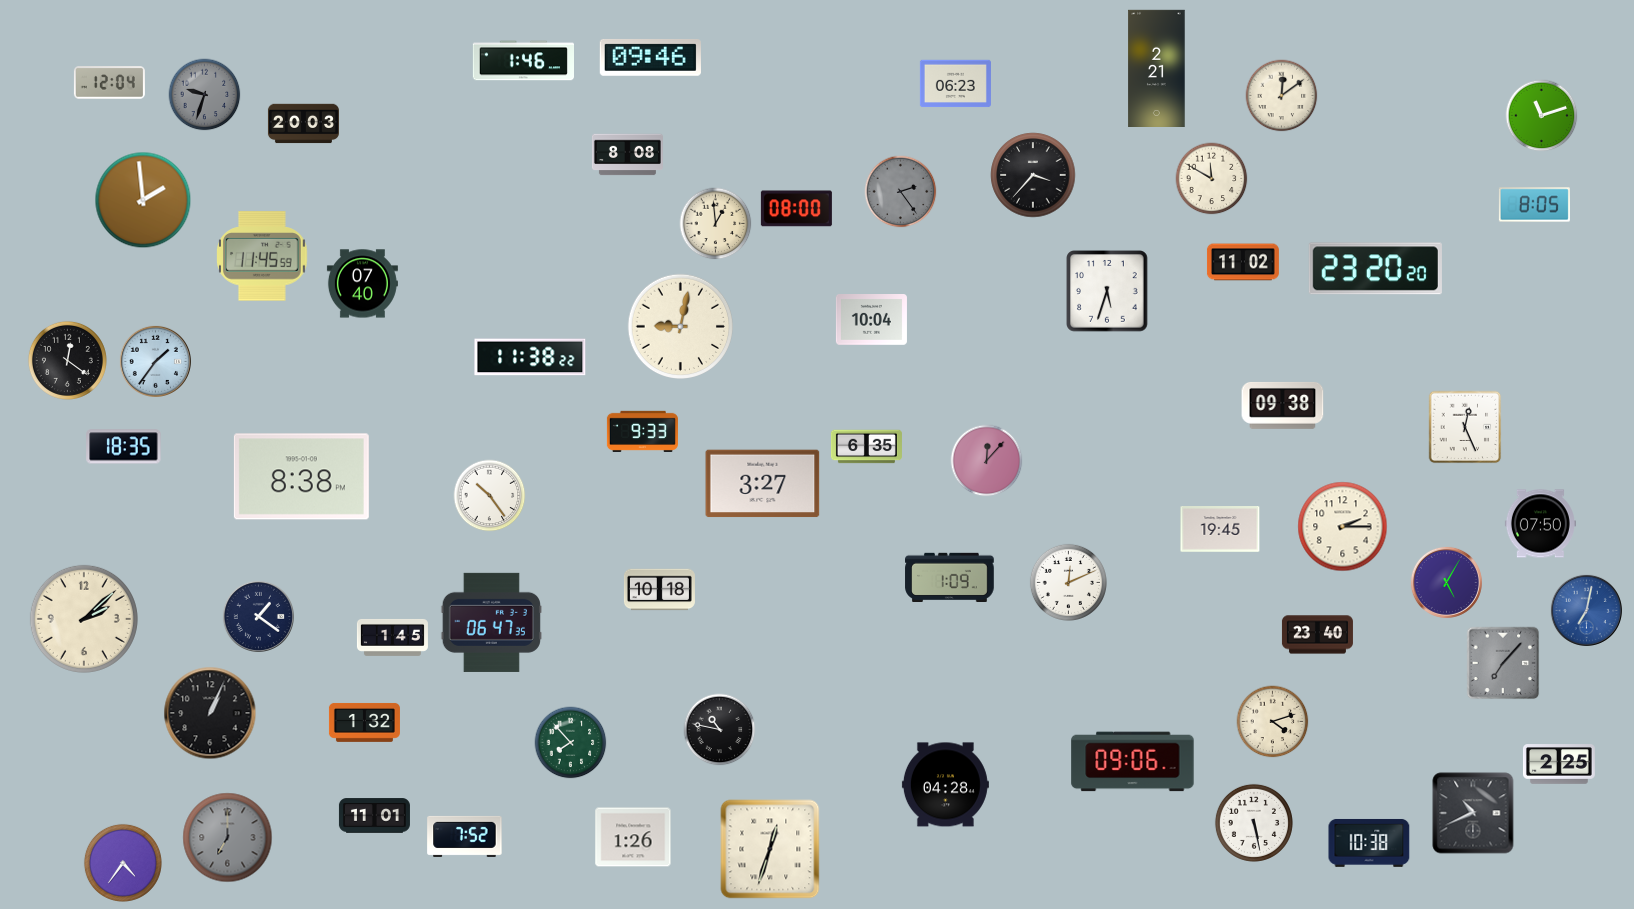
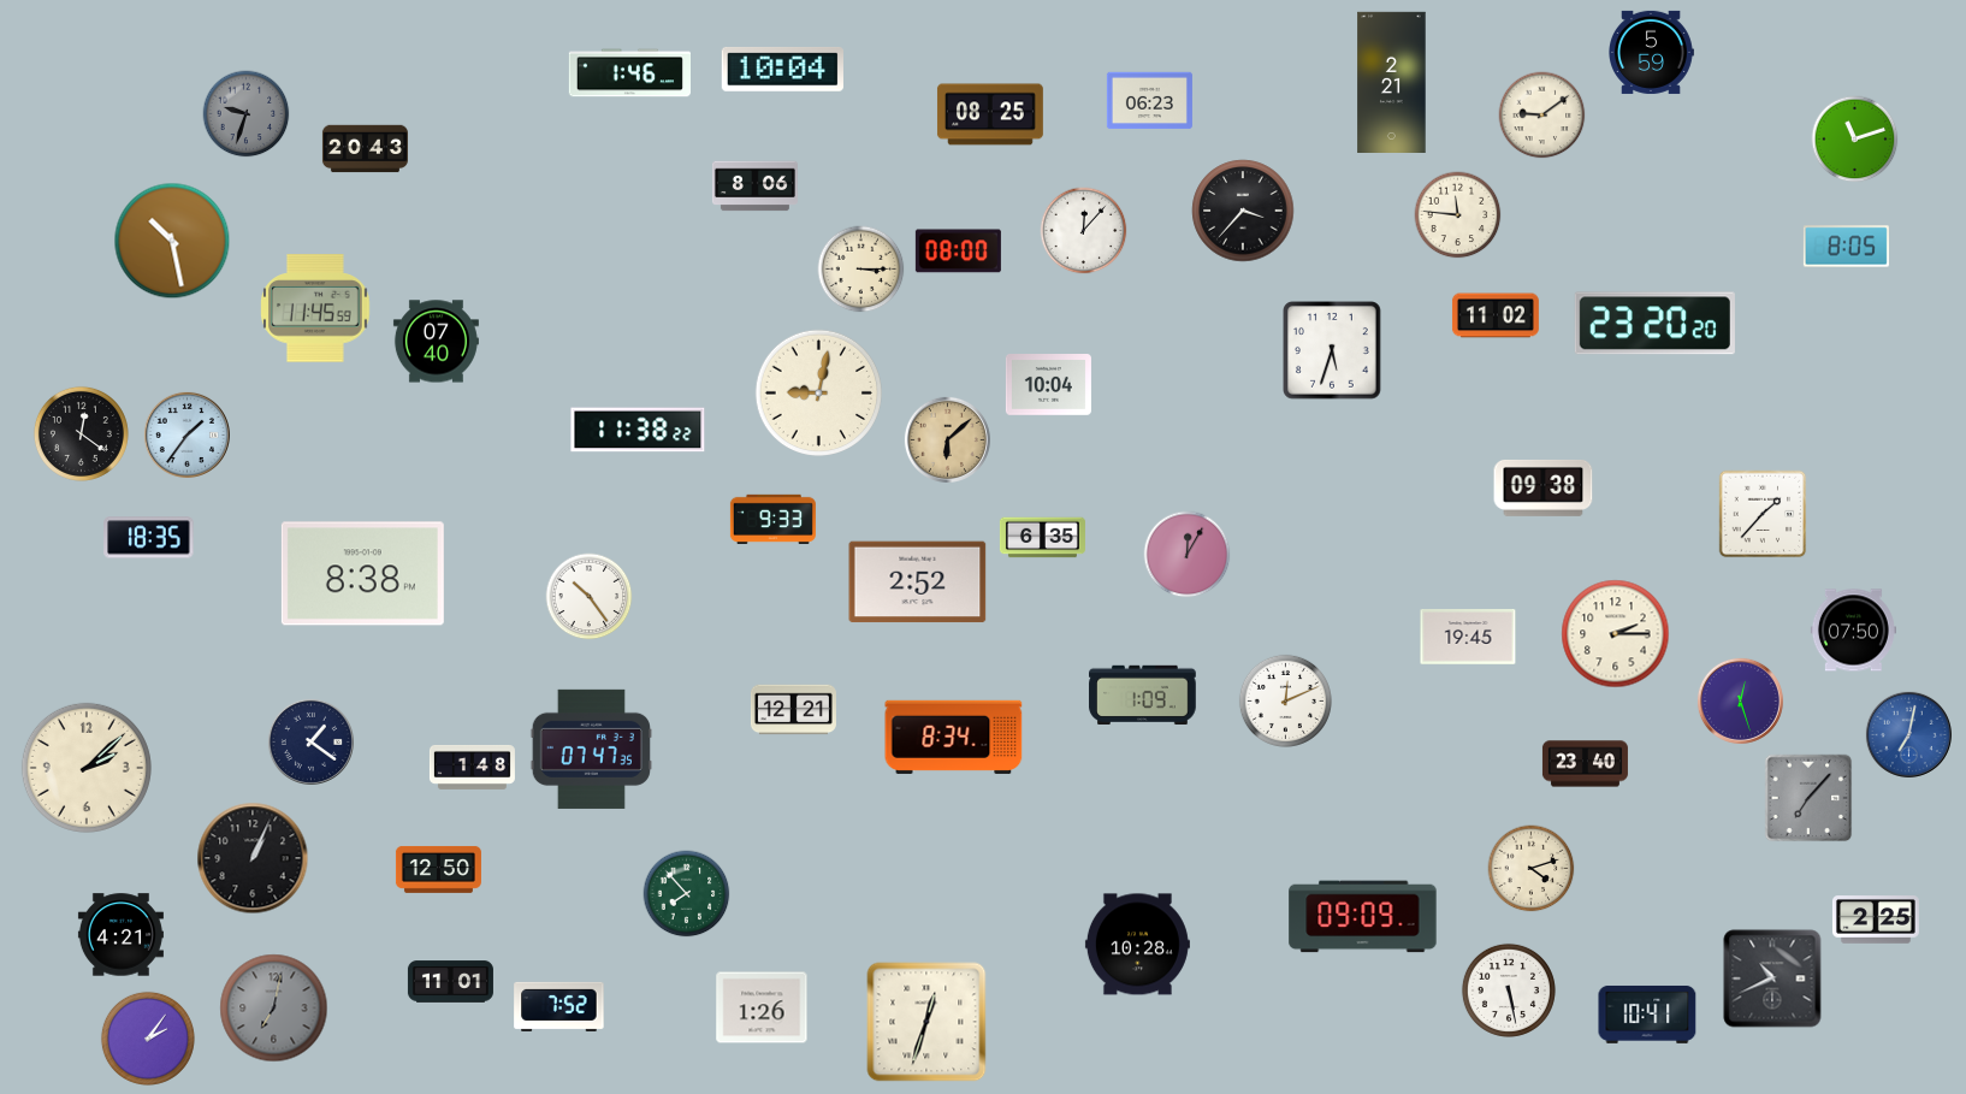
clock at (1652, 52): none -> 5:59
clock at (650, 58): 09:46 -> 10:04
clock at (109, 83): 12:04 -> none
clock at (990, 114): none -> 08:25
clock at (1282, 96): 12:09 -> 9:09
clock at (303, 124): 20:03 -> 20:43
clock at (627, 155): 8:08 -> 8:06
clock at (1212, 179): 11:50 -> 11:46
clock at (901, 192): 2:24 -> 12:07
clock at (901, 192) dial: grey -> white
clock at (143, 200): 1:59 -> 10:28
clock at (716, 224): 12:59 -> 3:15
clock at (947, 439): none -> 6:08
clock at (1465, 427): 12:26 -> 1:37
clock at (987, 461): 12:07 -> 12:05
clock at (763, 484): 3:27 -> 2:52
clock at (1446, 582): 5:05 -> 12:27
clock at (659, 590): 10:18 -> 12:21
clock at (954, 737): none -> 8:34
clock at (84, 619) position: (84, 619) -> (87, 768)
clock at (491, 622): 06:47 -> 07:47
clock at (392, 637): 1:45 -> 1:48
clock at (364, 722): 1:32 -> 12:50
clock at (720, 730): 10:47 -> none
clock at (1133, 762): 09:06 -> 09:09
clock at (120, 935): none -> 4:21
clock at (945, 785): 04:28 -> 10:28
clock at (228, 838): 7:00 -> 7:02
clock at (1369, 843): 10:38 -> 10:41
clock at (123, 863): 4:36 -> 2:06
